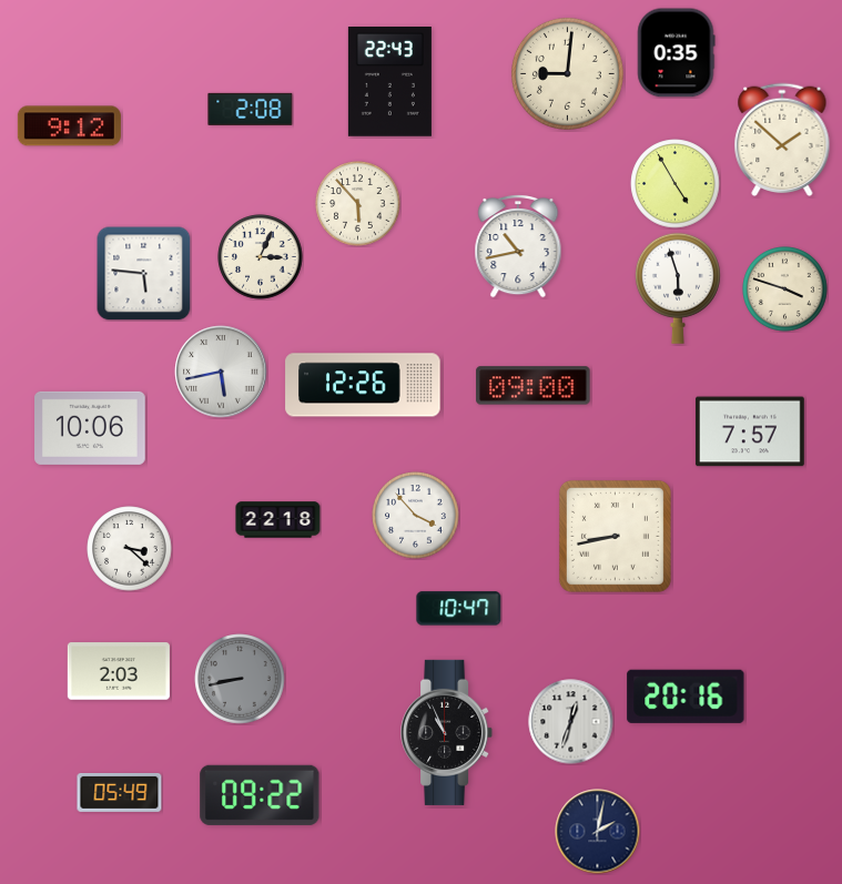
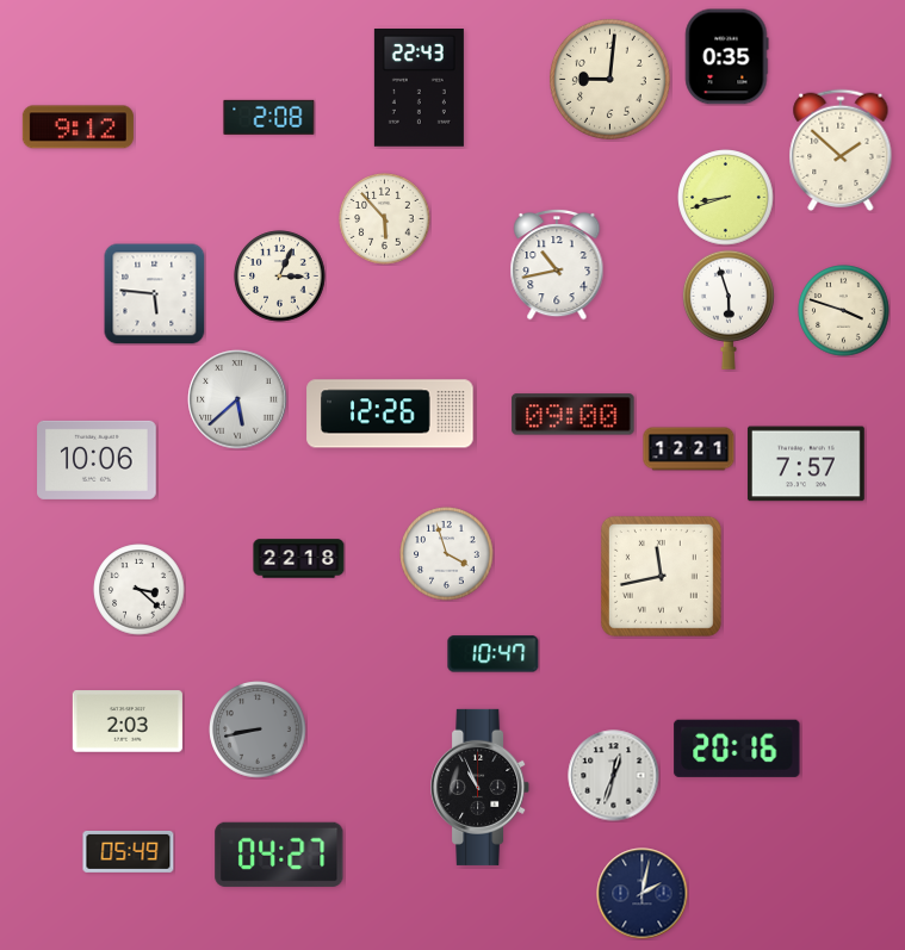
clock at (69, 126) position: (69, 126) -> (78, 128)
clock at (676, 184): 4:55 -> 8:42
clock at (221, 372): 5:43 -> 5:38
clock at (689, 449): none -> 12:21
clock at (416, 516): 3:53 -> 3:57
clock at (615, 536): 8:43 -> 11:43
clock at (260, 795): 09:22 -> 04:27
